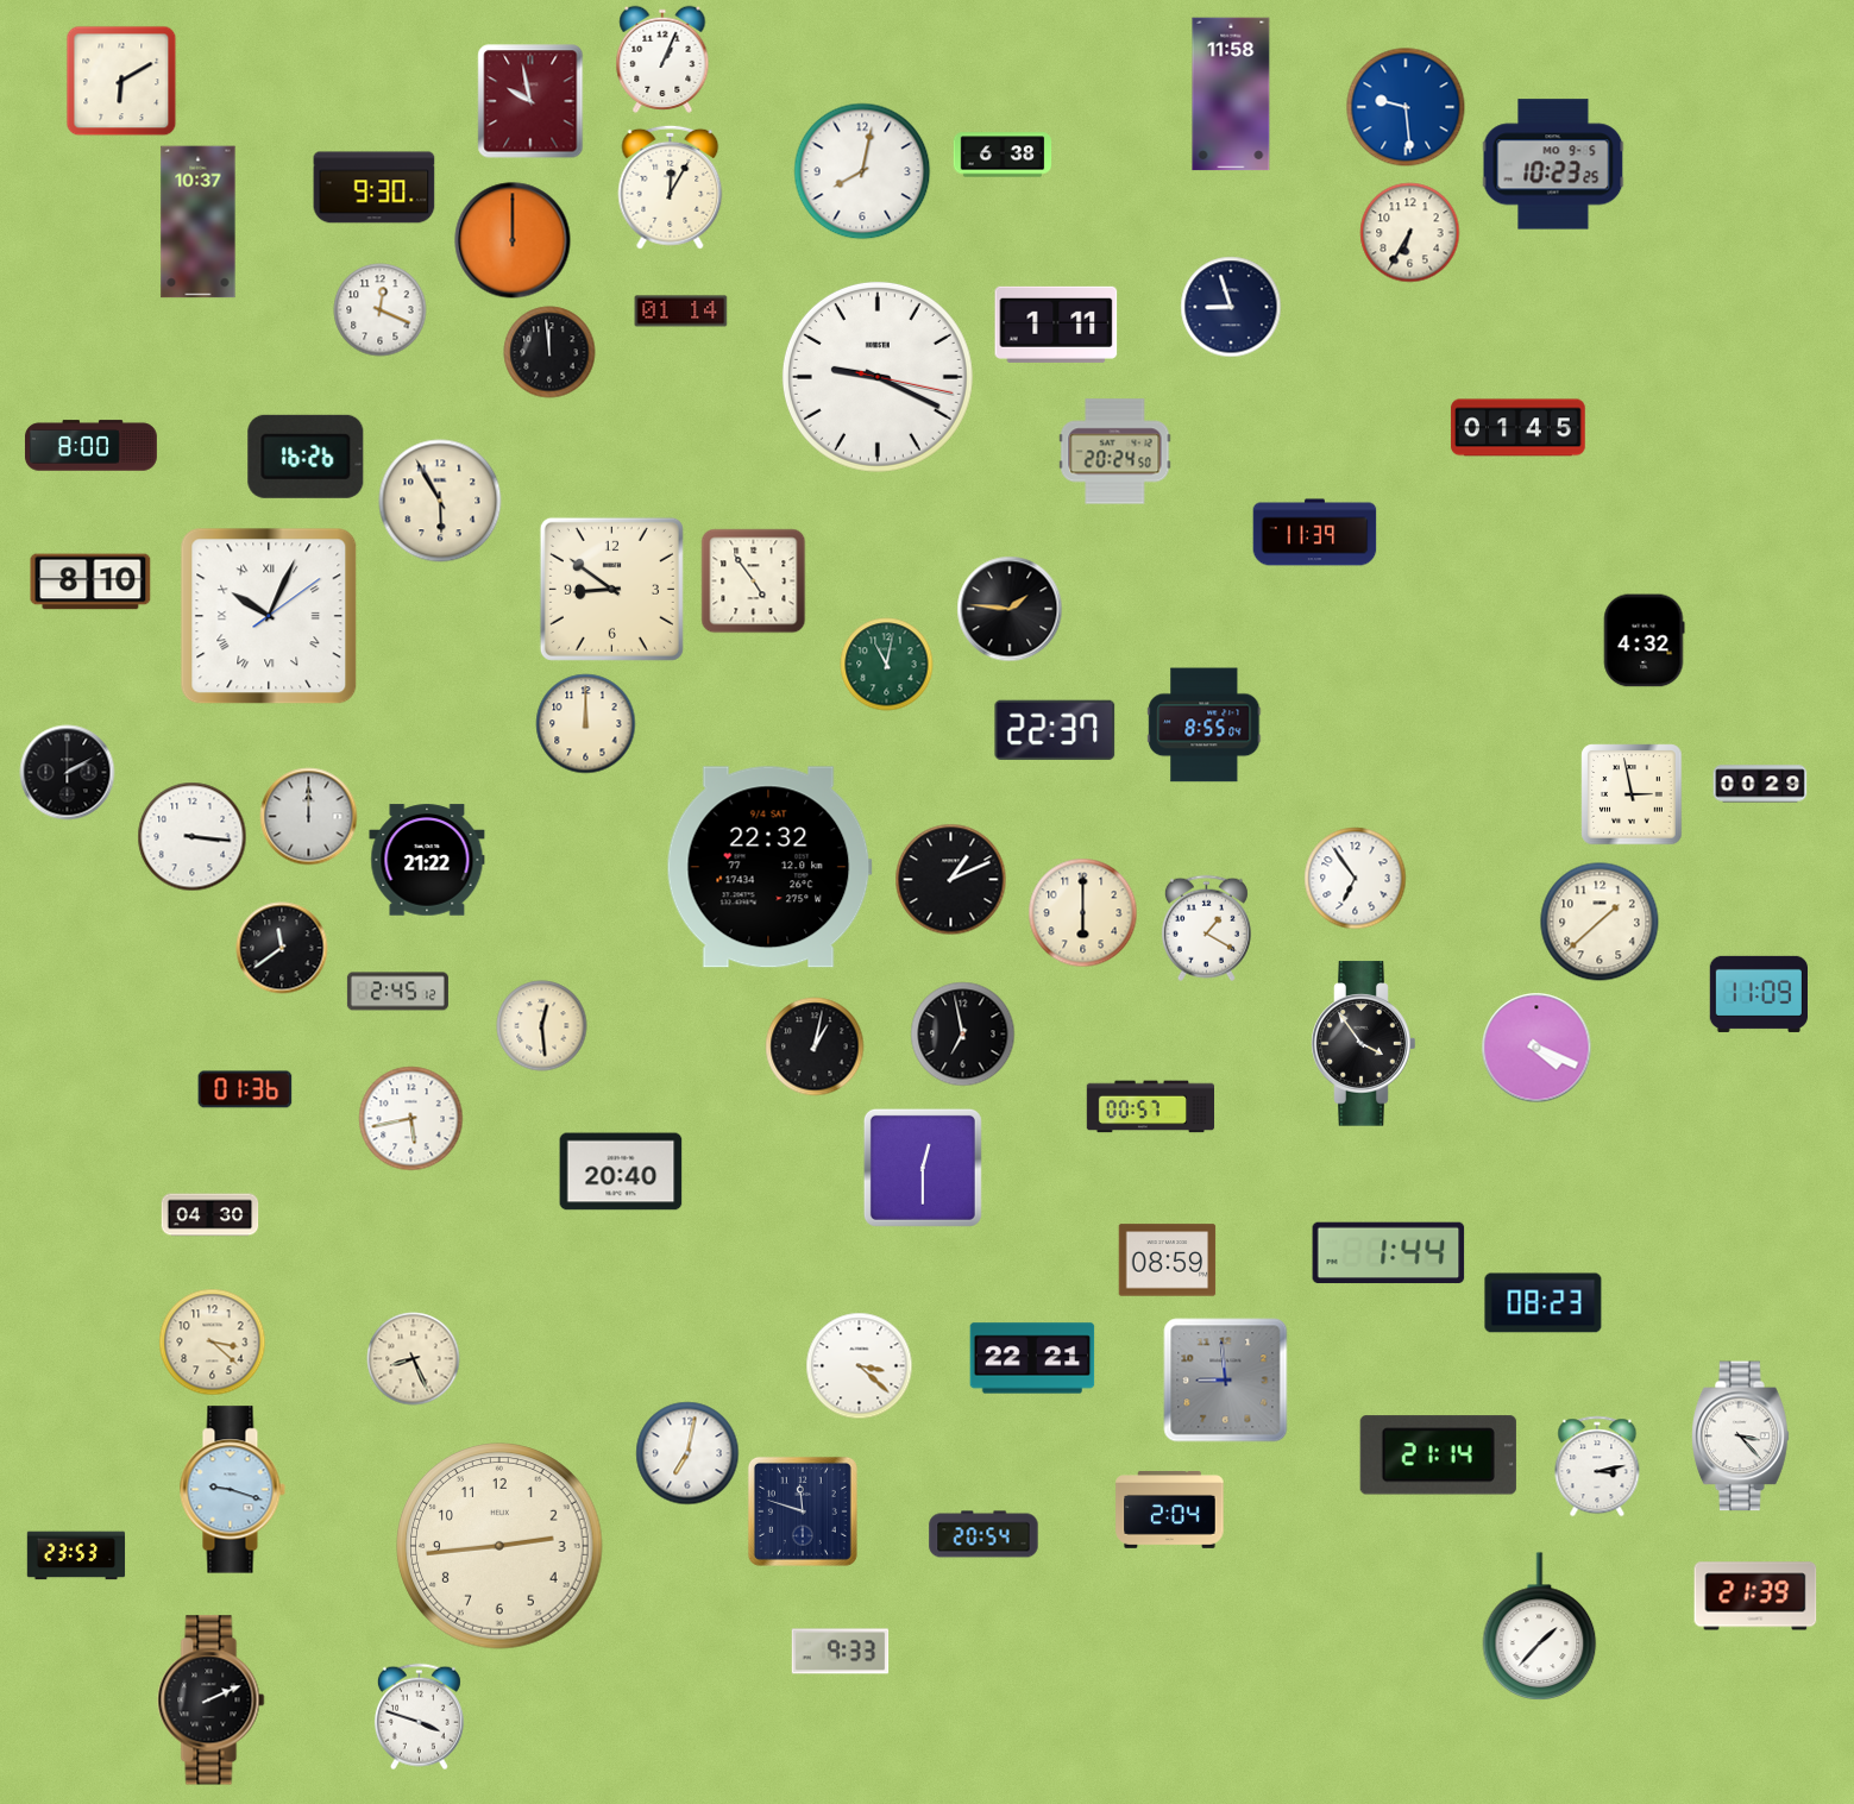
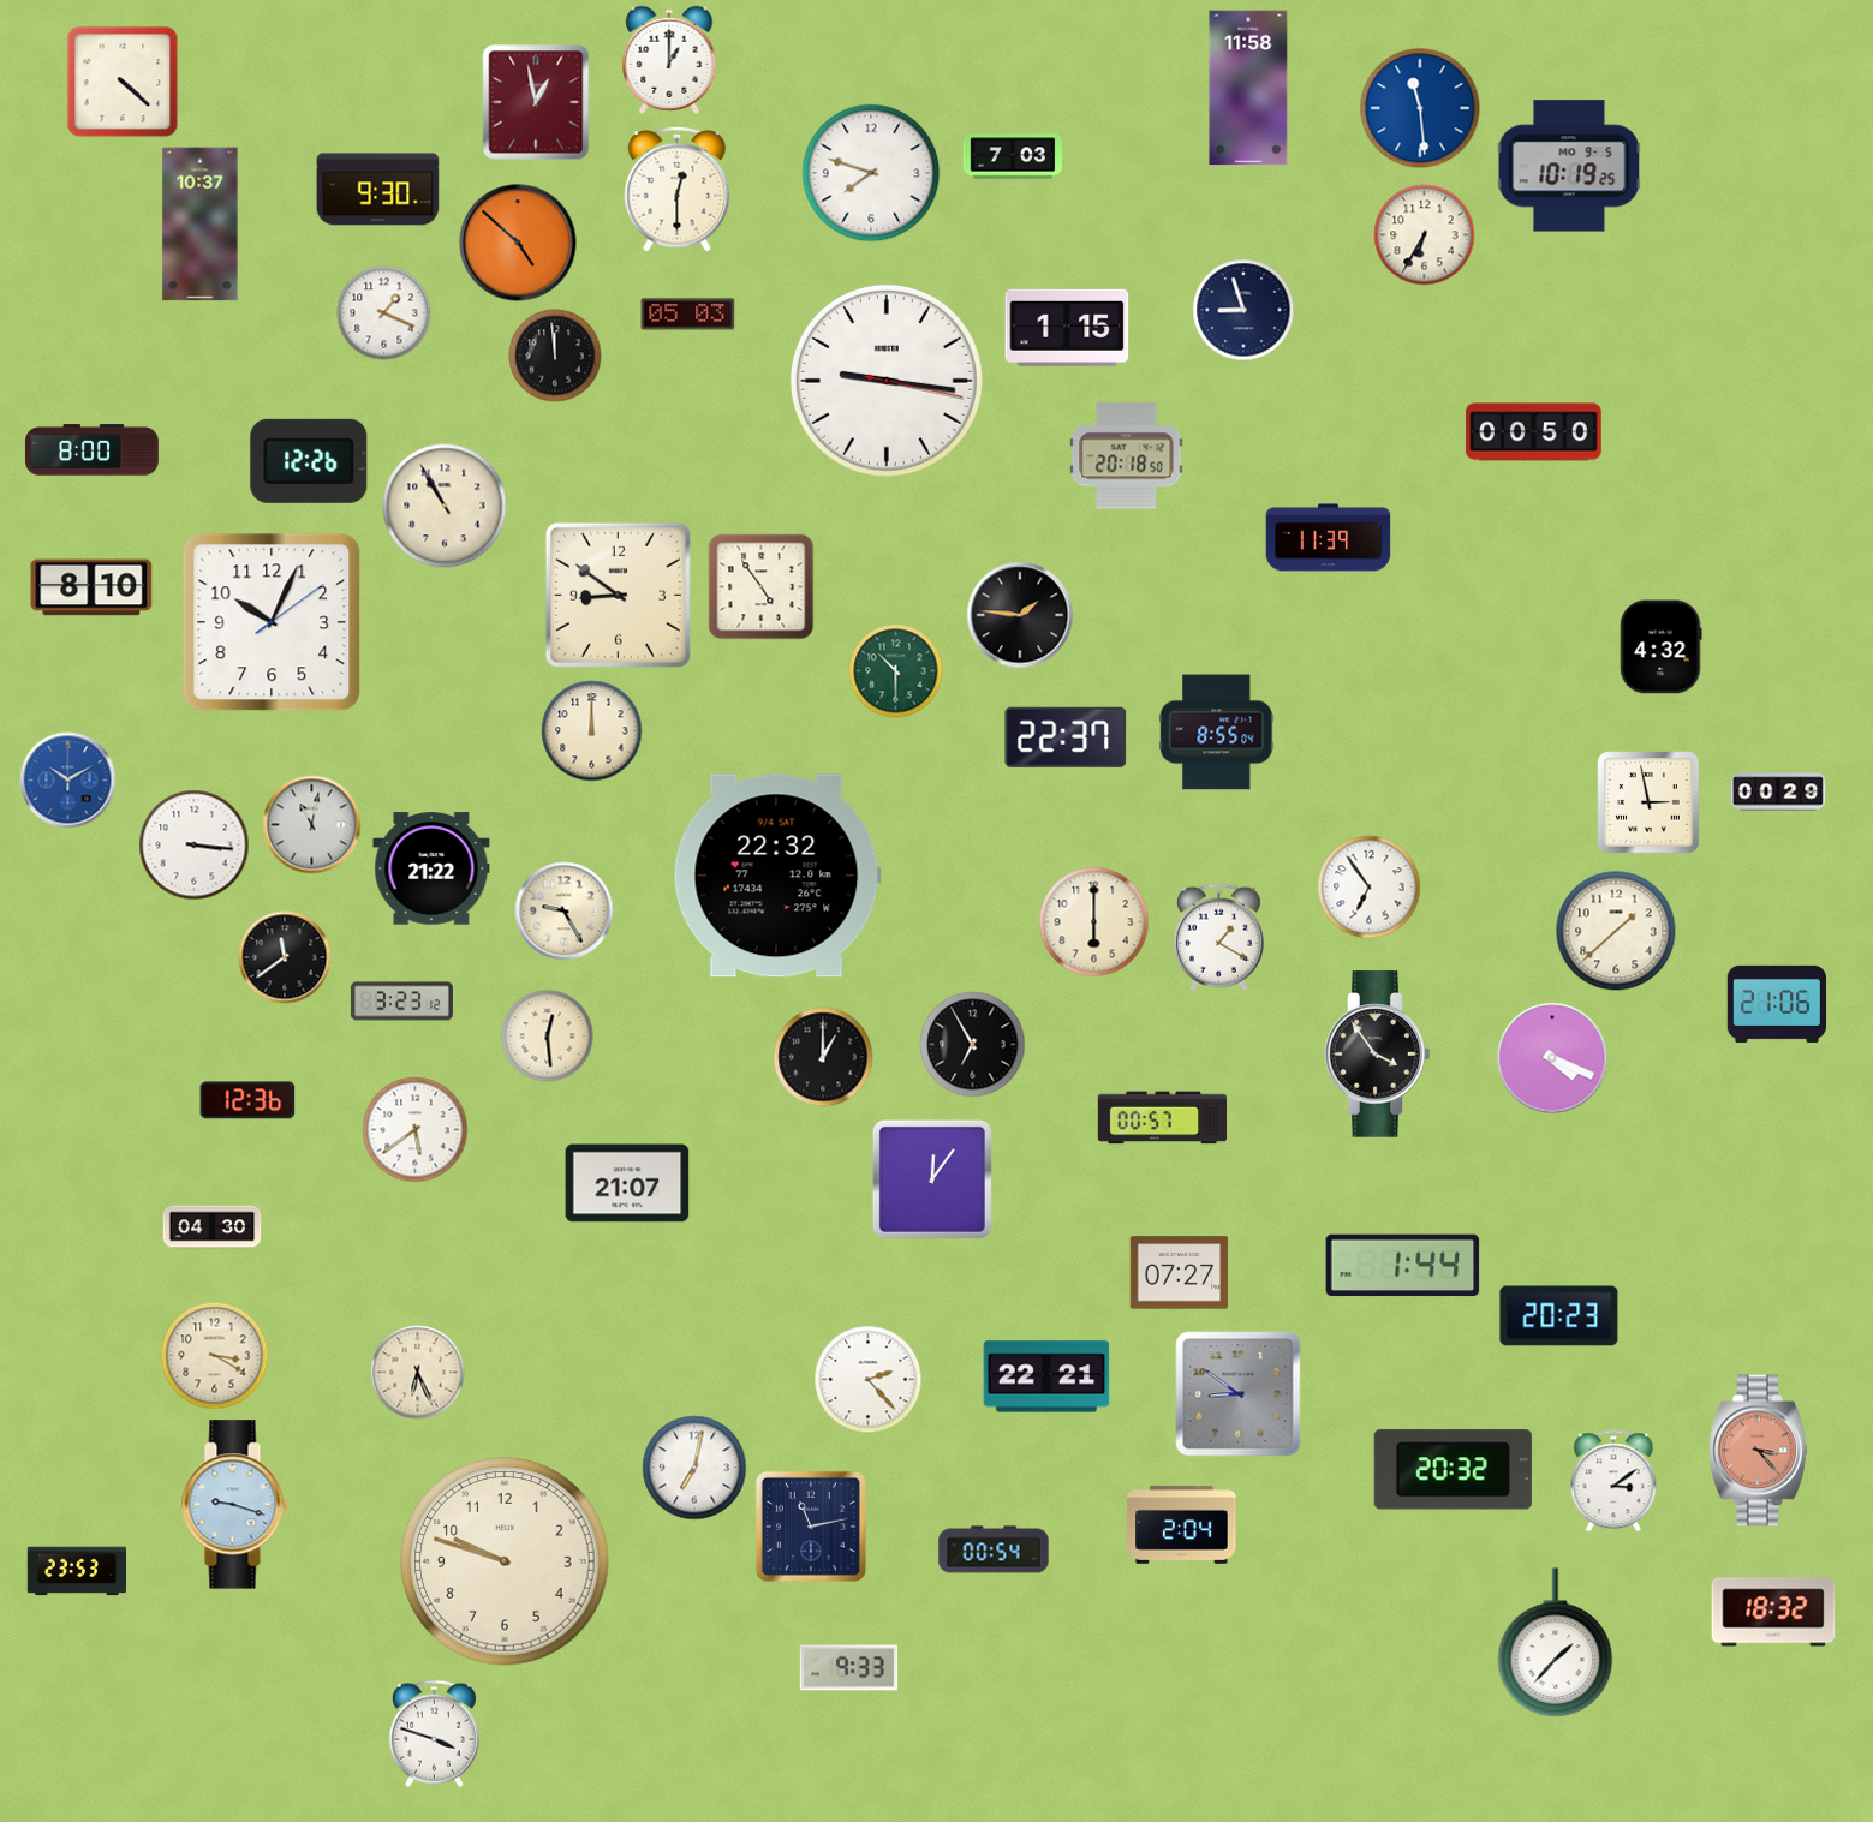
clock at (662, 59): 1:04 -> 1:00
clock at (121, 81): 6:10 -> 4:22
clock at (1231, 94) position: (1231, 94) -> (1248, 88)
clock at (530, 101): 9:58 -> 12:58
clock at (1406, 107): 9:29 -> 11:29
clock at (1003, 155): 6:38 -> 7:03
clock at (1553, 164): 10:23 -> 10:19
clock at (862, 171): 8:02 -> 7:48
clock at (671, 187): 12:05 -> 12:30
clock at (513, 240): 12:00 -> 4:52
clock at (381, 310): 12:19 -> 1:19
clock at (681, 312): 01:14 -> 05:03
clock at (1056, 325): 1:11 -> 1:15
clock at (878, 377): 9:19 -> 9:16
clock at (1519, 428): 01:45 -> 00:50
clock at (1115, 452): 20:24 -> 20:18
clock at (306, 457): 16:26 -> 12:26
clock at (440, 501): 5:55 -> 10:55
clock at (269, 616) numerals: Roman -> Arabic
clock at (887, 665): 11:02 -> 10:30
clock at (68, 773): 2:10 -> 10:10
clock at (68, 773) dial: black -> blue
clock at (309, 817): 12:00 -> 11:02
clock at (951, 880): 1:11 -> none
clock at (565, 912): none -> 9:25
clock at (397, 992): 2:45 -> 3:23
clock at (1758, 994): 11:09 -> 21:06
clock at (963, 1035): 6:58 -> 6:55
clock at (815, 1046): 1:02 -> 1:00
clock at (245, 1089): 01:36 -> 12:36
clock at (411, 1119): 5:43 -> 5:39
clock at (923, 1168): 12:30 -> 12:06
clock at (621, 1171): 20:40 -> 21:07
clock at (1168, 1261): 08:59 -> 07:27
clock at (1544, 1303): 08:23 -> 20:23
clock at (213, 1343): 3:22 -> 3:20
clock at (1032, 1358) position: (1032, 1358) -> (1046, 1376)
clock at (414, 1359): 8:26 -> 6:26
clock at (860, 1366): 3:22 -> 2:23
clock at (1226, 1381): 8:59 -> 8:51
clock at (1741, 1437) dial: white -> salmon
clock at (1438, 1456): 21:14 -> 20:32
clock at (1597, 1466): 3:13 -> 3:09
clock at (803, 1511): 11:48 -> 11:13
clock at (983, 1534): 20:54 -> 00:54
clock at (499, 1546): 2:44 -> 9:48
clock at (1755, 1596): 21:39 -> 18:32
clock at (212, 1701): 2:11 -> none
clock at (419, 1717) position: (419, 1717) -> (434, 1734)
